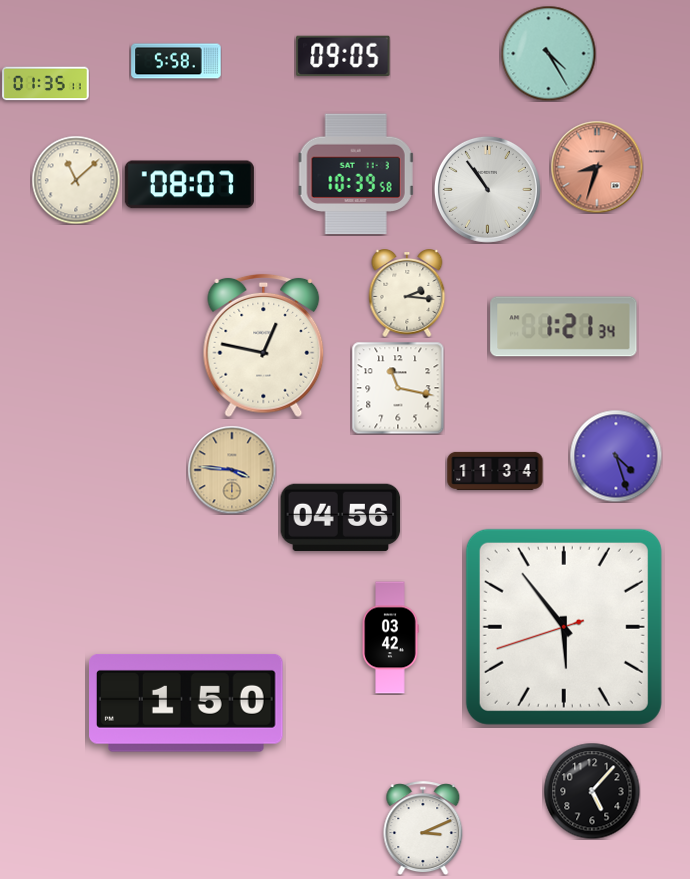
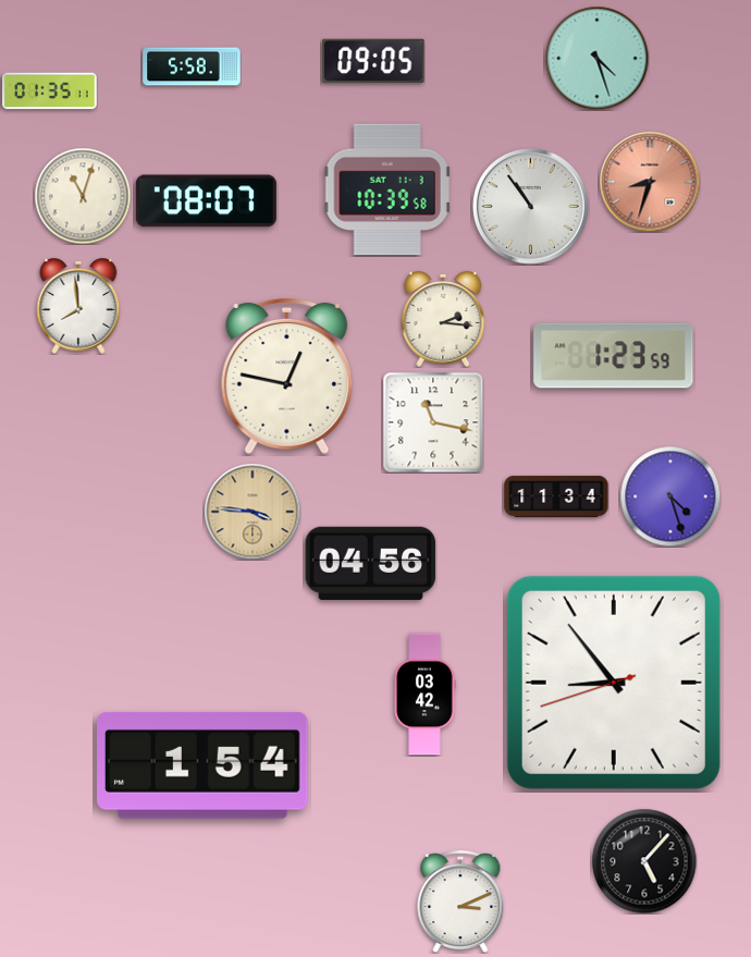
clock at (548, 53): 4:25 -> 4:27
clock at (76, 180): 11:08 -> 11:03
clock at (78, 307): none -> 7:59
clock at (564, 327): 1:21 -> 1:23
clock at (495, 471) position: (495, 471) -> (556, 496)
clock at (564, 627): 5:53 -> 8:53
clock at (187, 703): 1:50 -> 1:54
